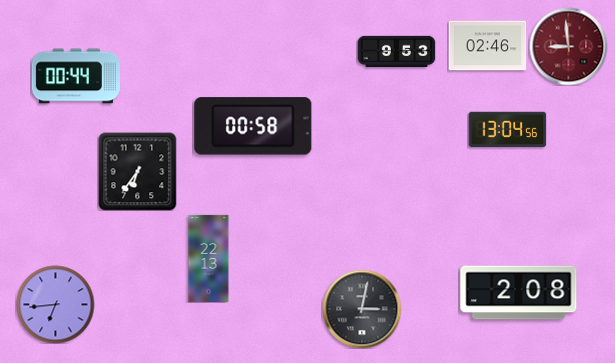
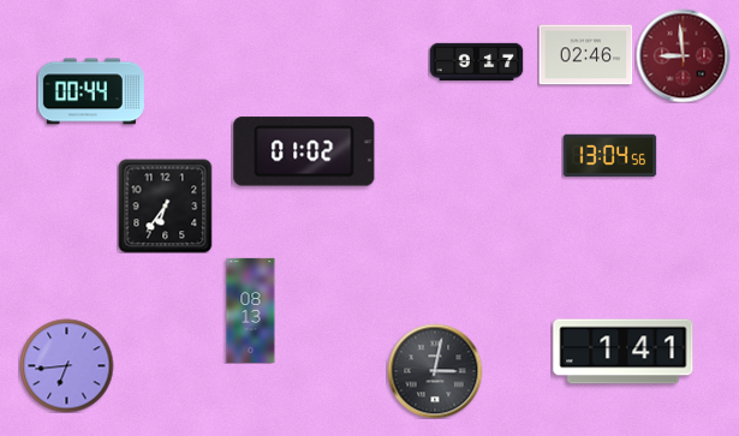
clock at (396, 52): 9:53 -> 9:17
clock at (253, 126): 00:58 -> 01:02
clock at (209, 258): 22:13 -> 08:13
clock at (519, 293): 2:08 -> 1:41
